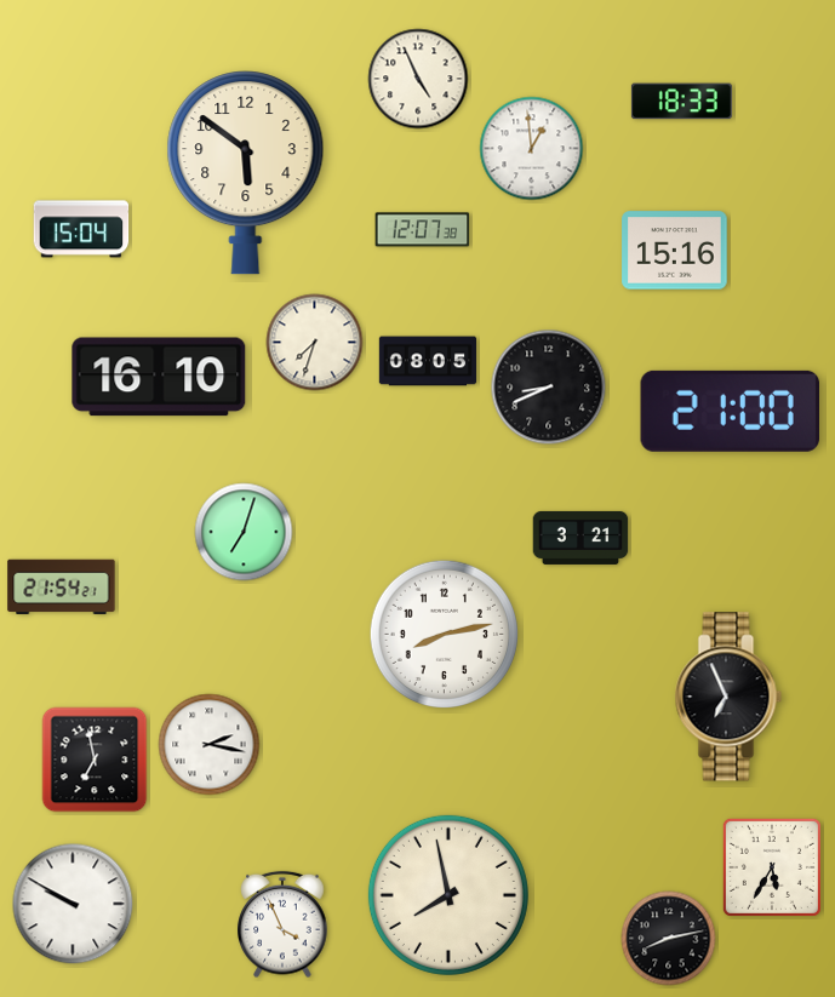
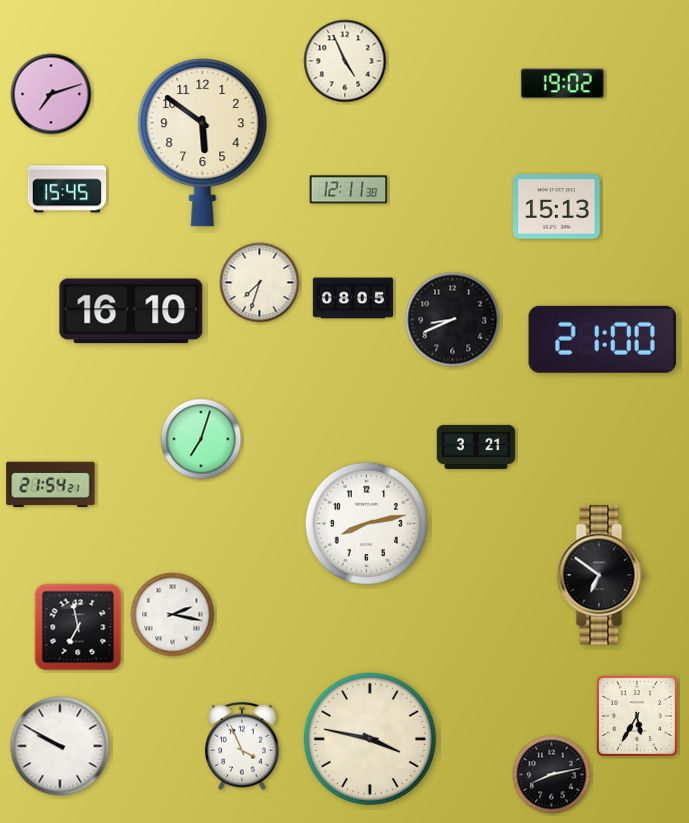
clock at (418, 79) position: (418, 79) -> (345, 61)
clock at (681, 102): 18:33 -> 19:02
clock at (51, 94): none -> 7:12
clock at (532, 149): 12:59 -> none
clock at (81, 229): 15:04 -> 15:45
clock at (423, 230): 12:07 -> 12:11
clock at (675, 251): 15:16 -> 15:13
clock at (581, 538) position: (581, 538) -> (476, 447)
clock at (728, 697): 6:56 -> 6:51
clock at (448, 895): 7:58 -> 3:47
clock at (282, 924) position: (282, 924) -> (242, 746)
